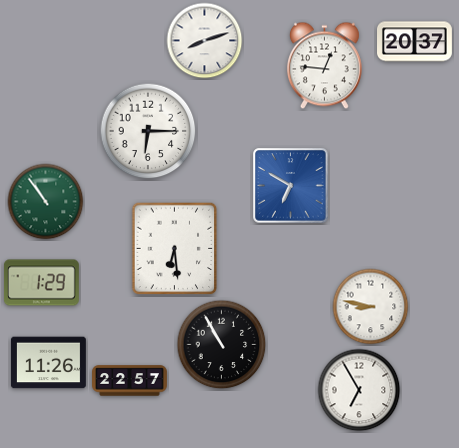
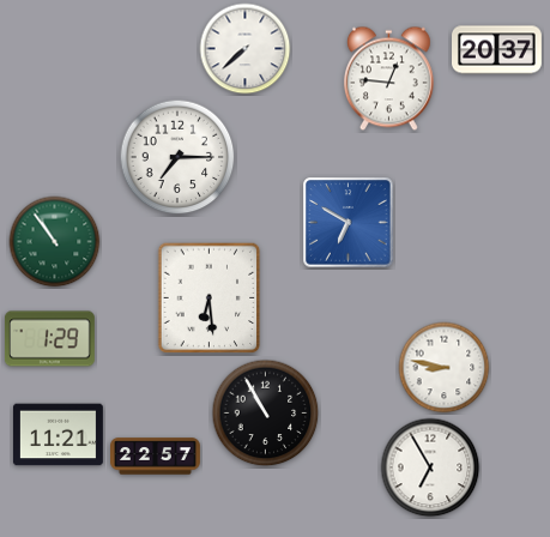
clock at (205, 41): 8:12 -> 7:38
clock at (148, 131): 6:15 -> 7:15
clock at (48, 363): 11:26 -> 11:21
